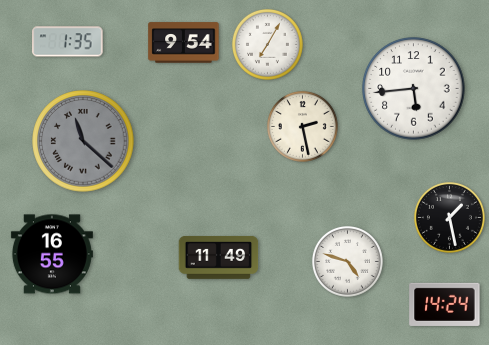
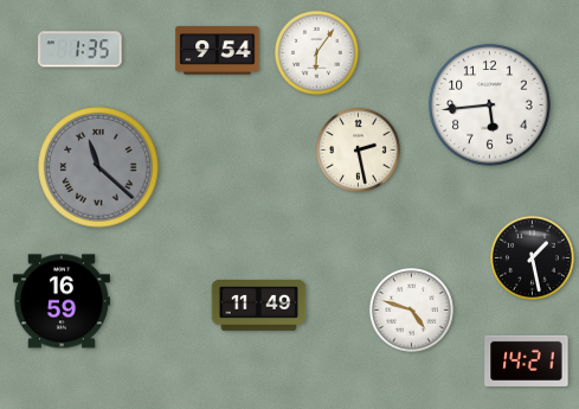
clock at (267, 44): 7:05 -> 6:06
clock at (52, 254): 16:55 -> 16:59
clock at (445, 304): 14:24 -> 14:21
